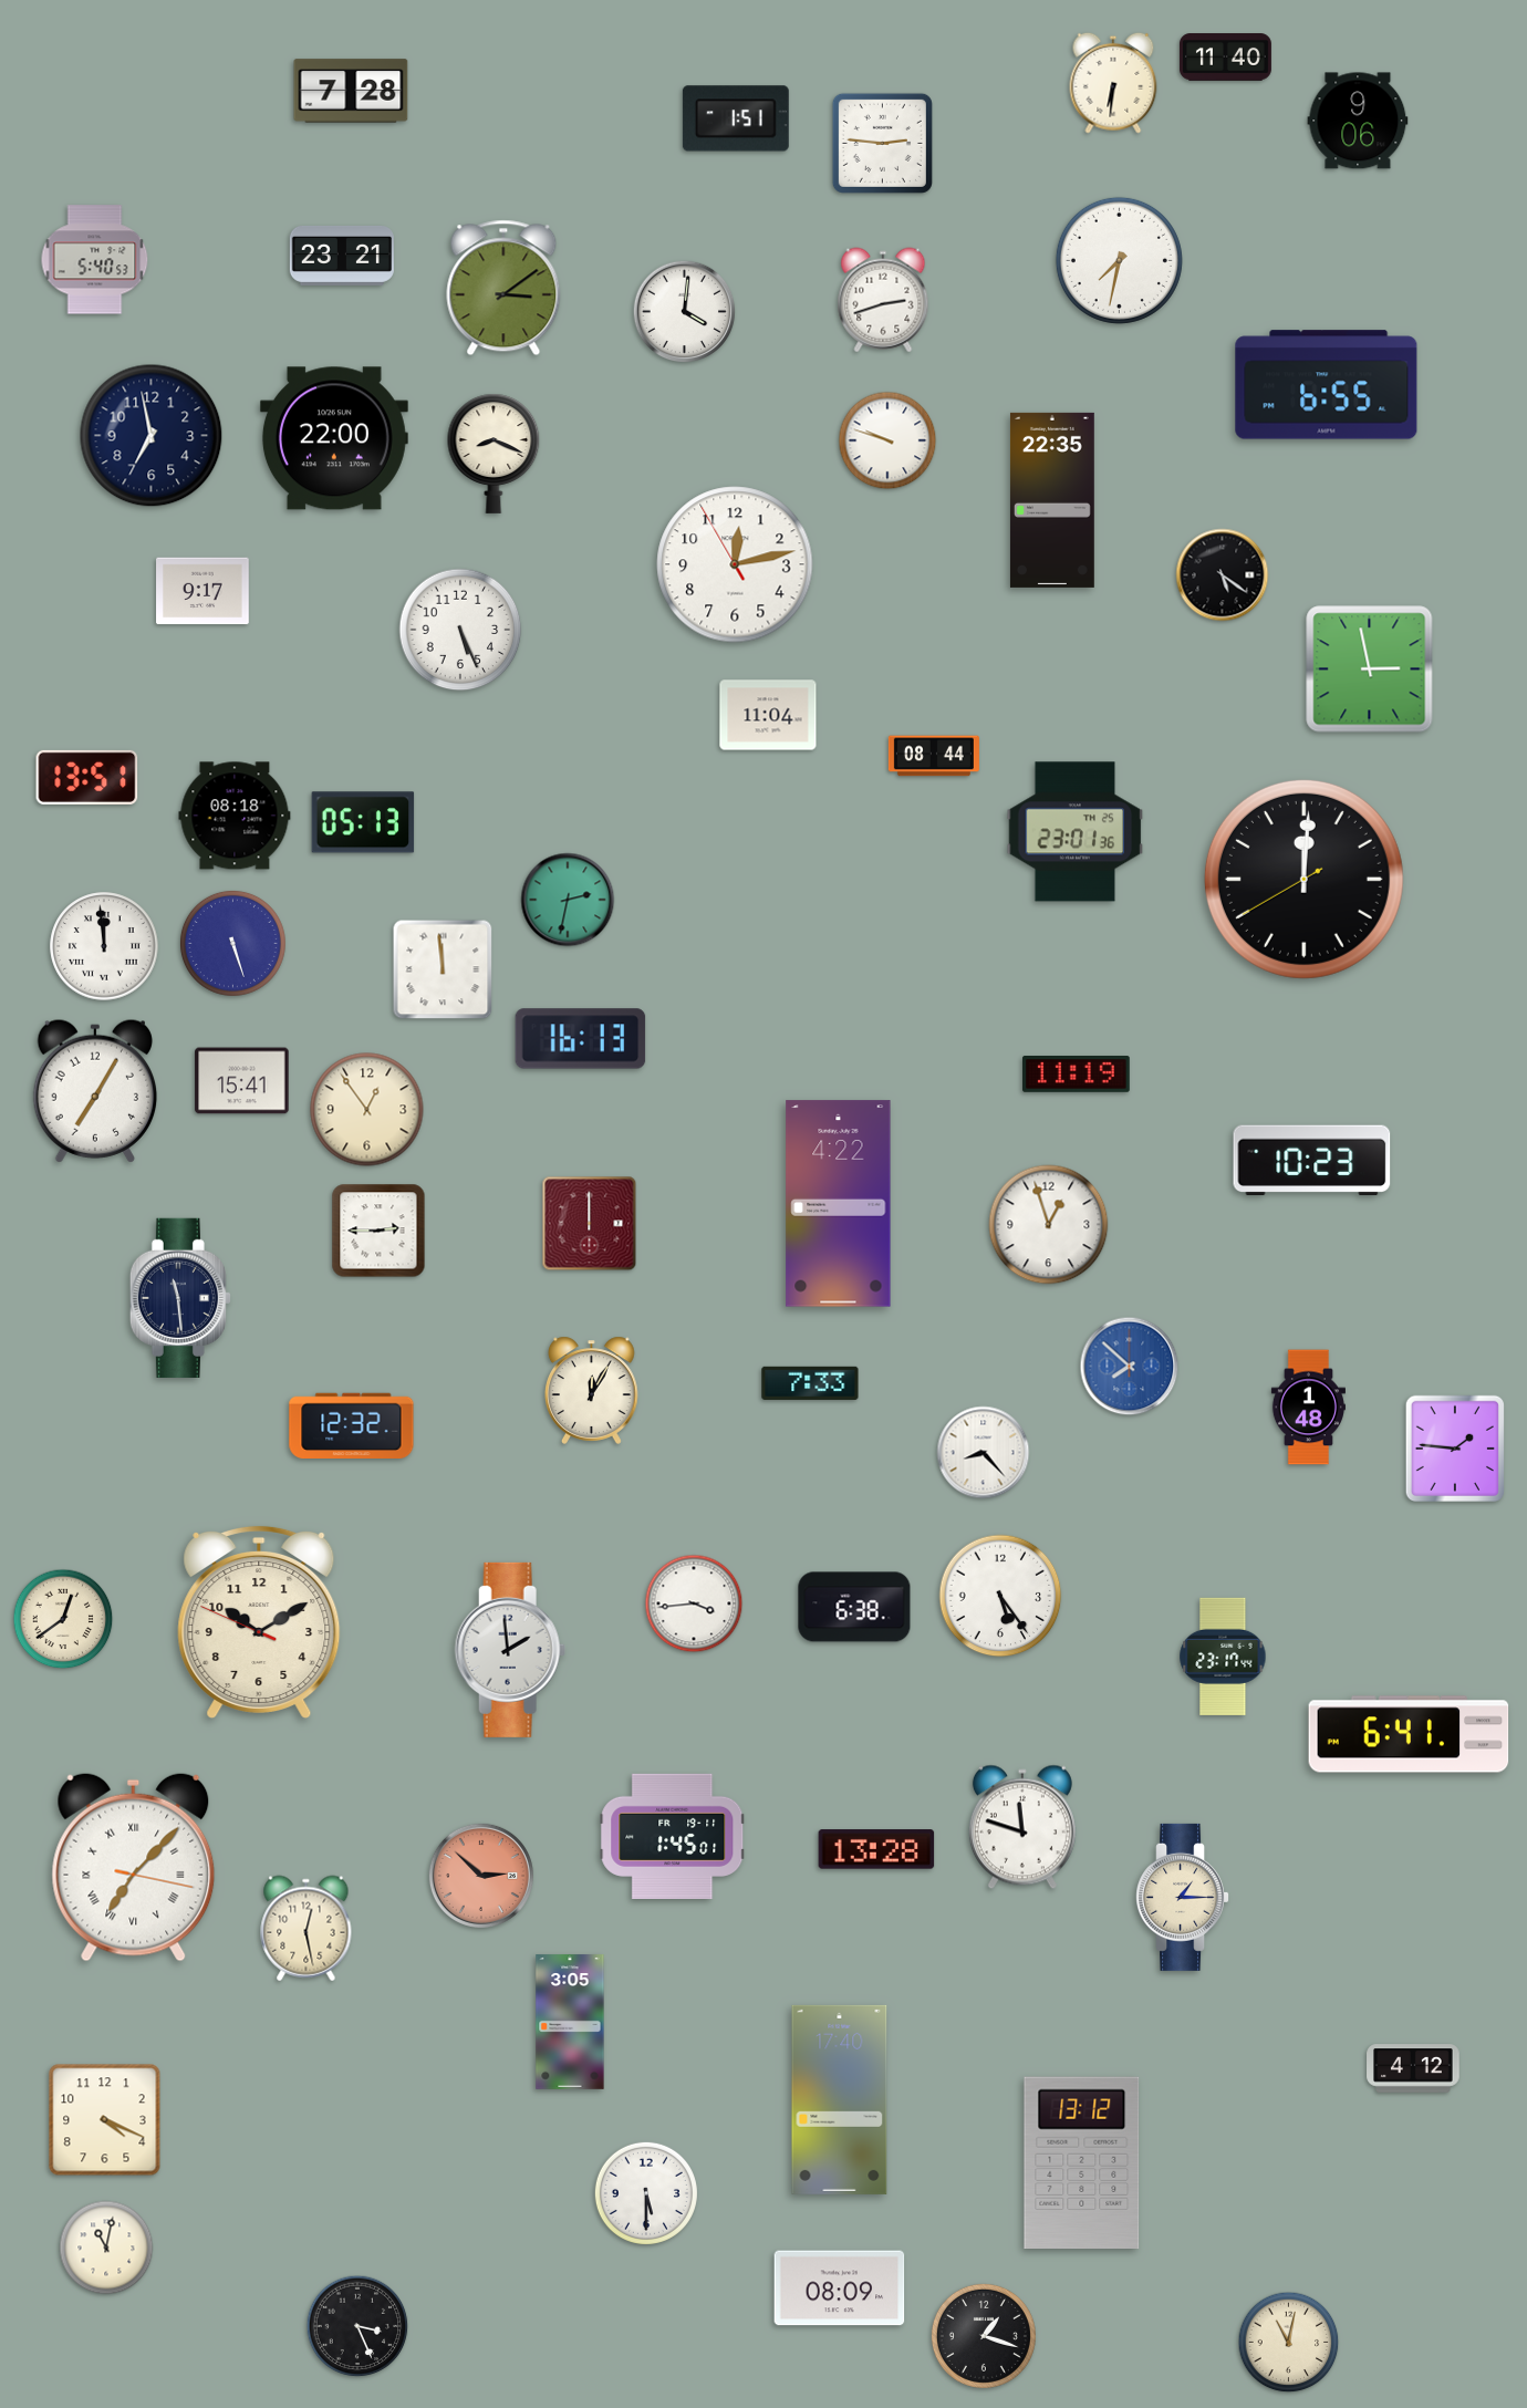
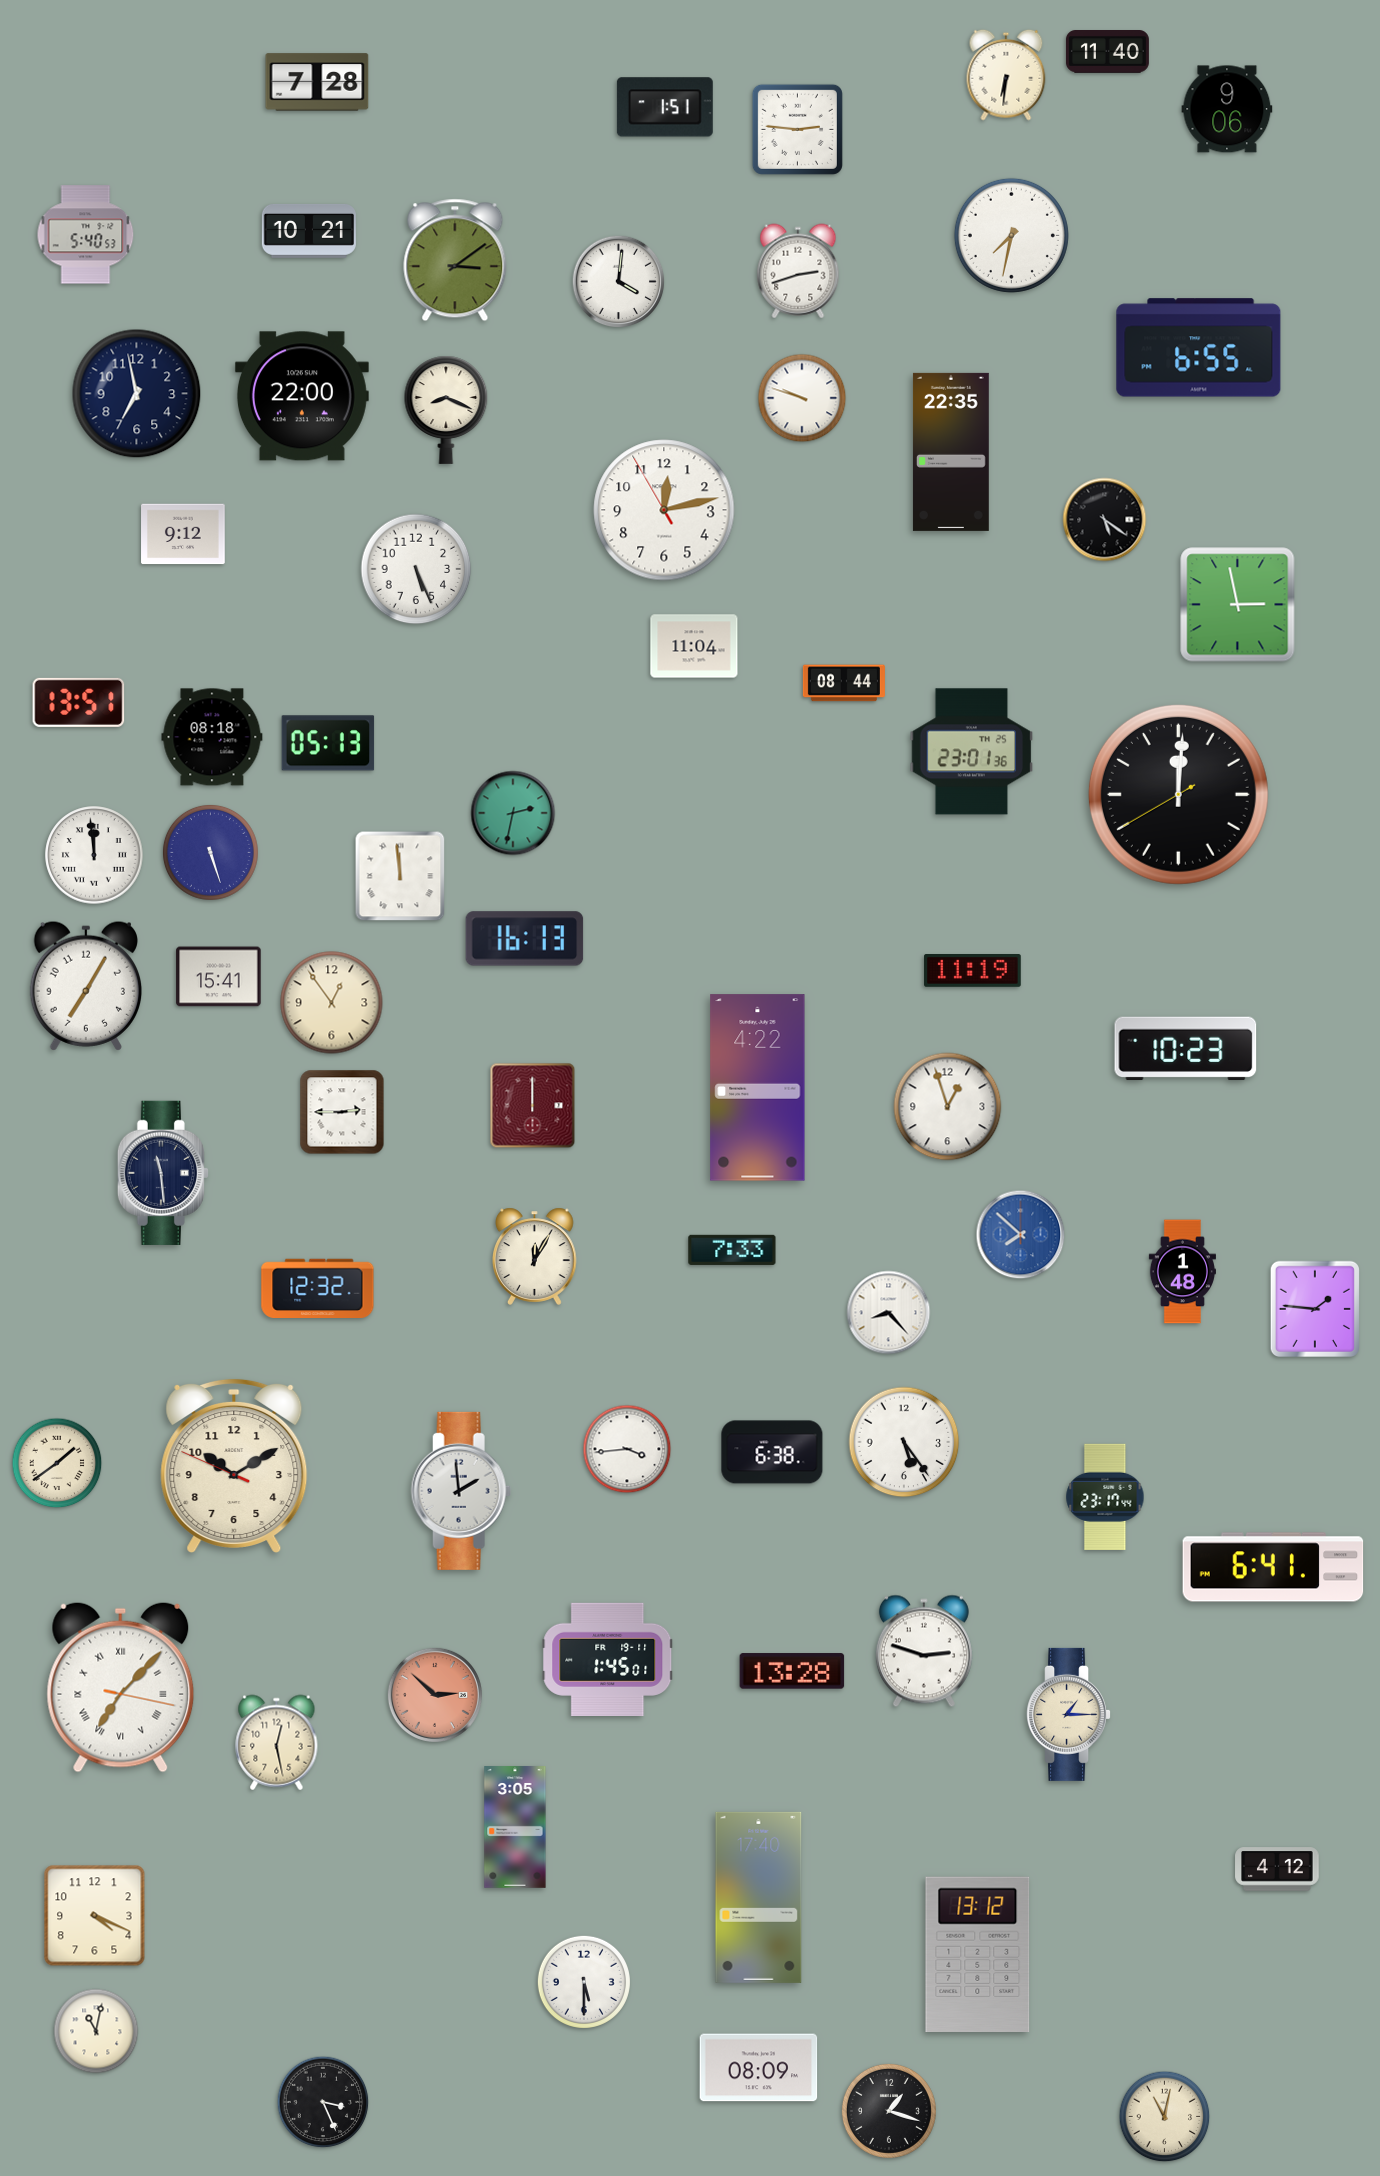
clock at (342, 256): 23:21 -> 10:21
clock at (202, 591): 9:17 -> 9:12
clock at (63, 1619): 12:39 -> 1:39
clock at (1022, 1827): 11:48 -> 2:48
